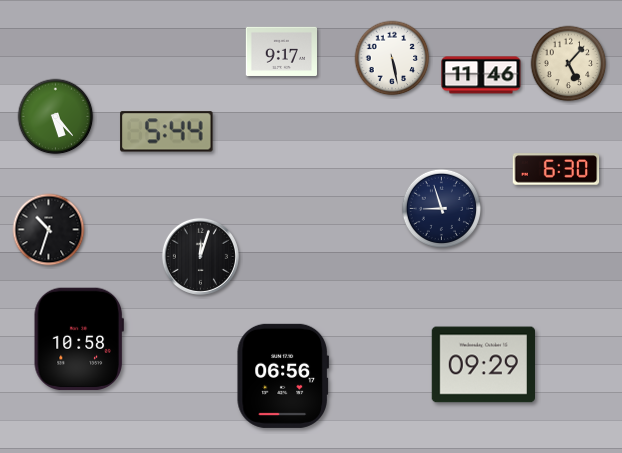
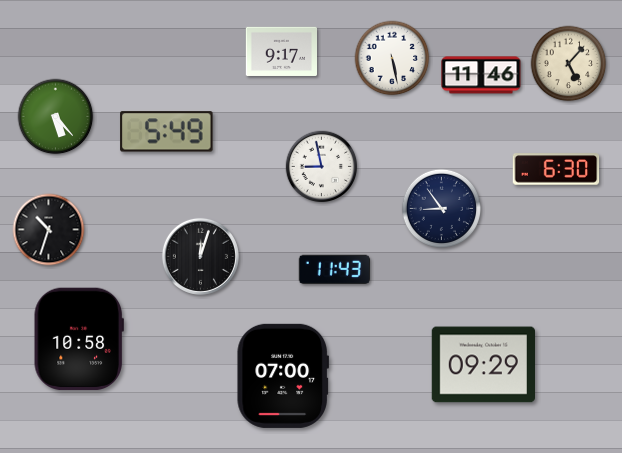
clock at (167, 132): 5:44 -> 5:49
clock at (322, 167): none -> 8:58
clock at (441, 208): 8:57 -> 8:54
clock at (334, 269): none -> 11:43
clock at (282, 376): 06:56 -> 07:00
